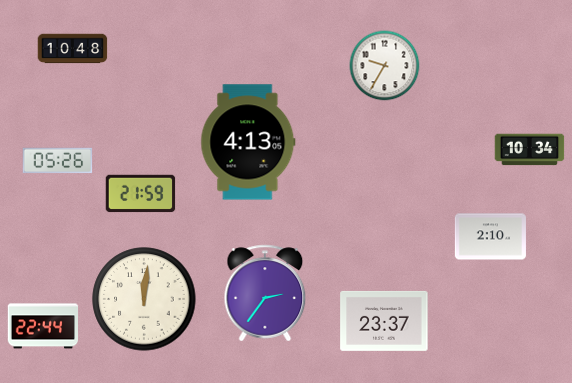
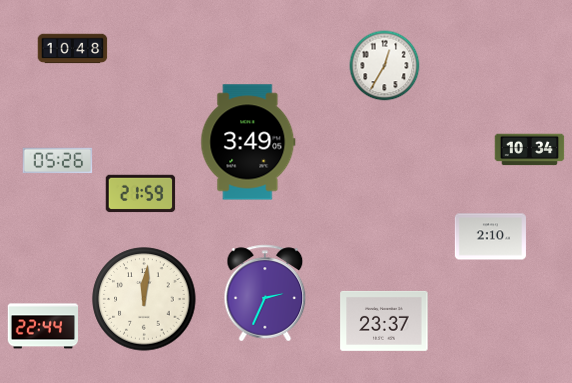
clock at (385, 66): 9:35 -> 12:35
clock at (248, 142): 4:13 -> 3:49
clock at (265, 293): 2:36 -> 2:34
